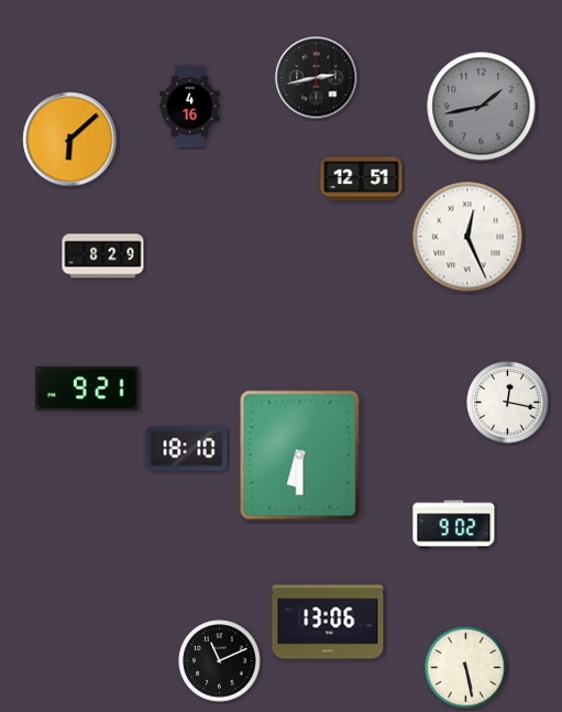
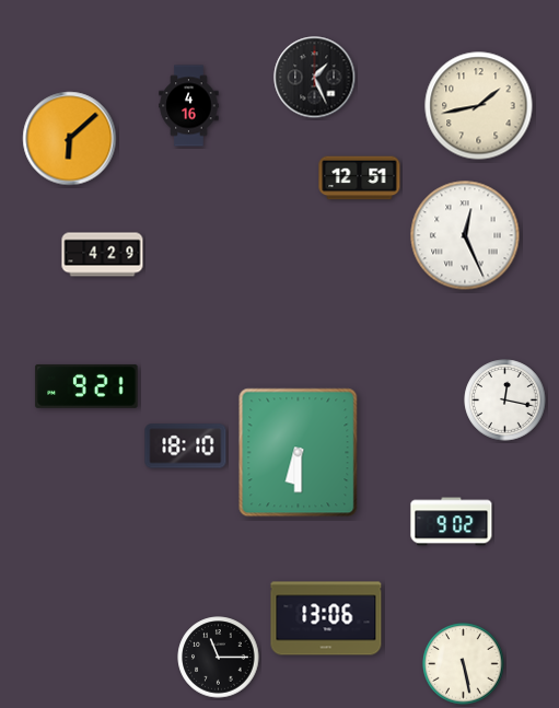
clock at (317, 78): 2:43 -> 1:26
clock at (482, 107) dial: grey -> cream
clock at (103, 256): 8:29 -> 4:29
clock at (220, 661): 11:11 -> 11:15
